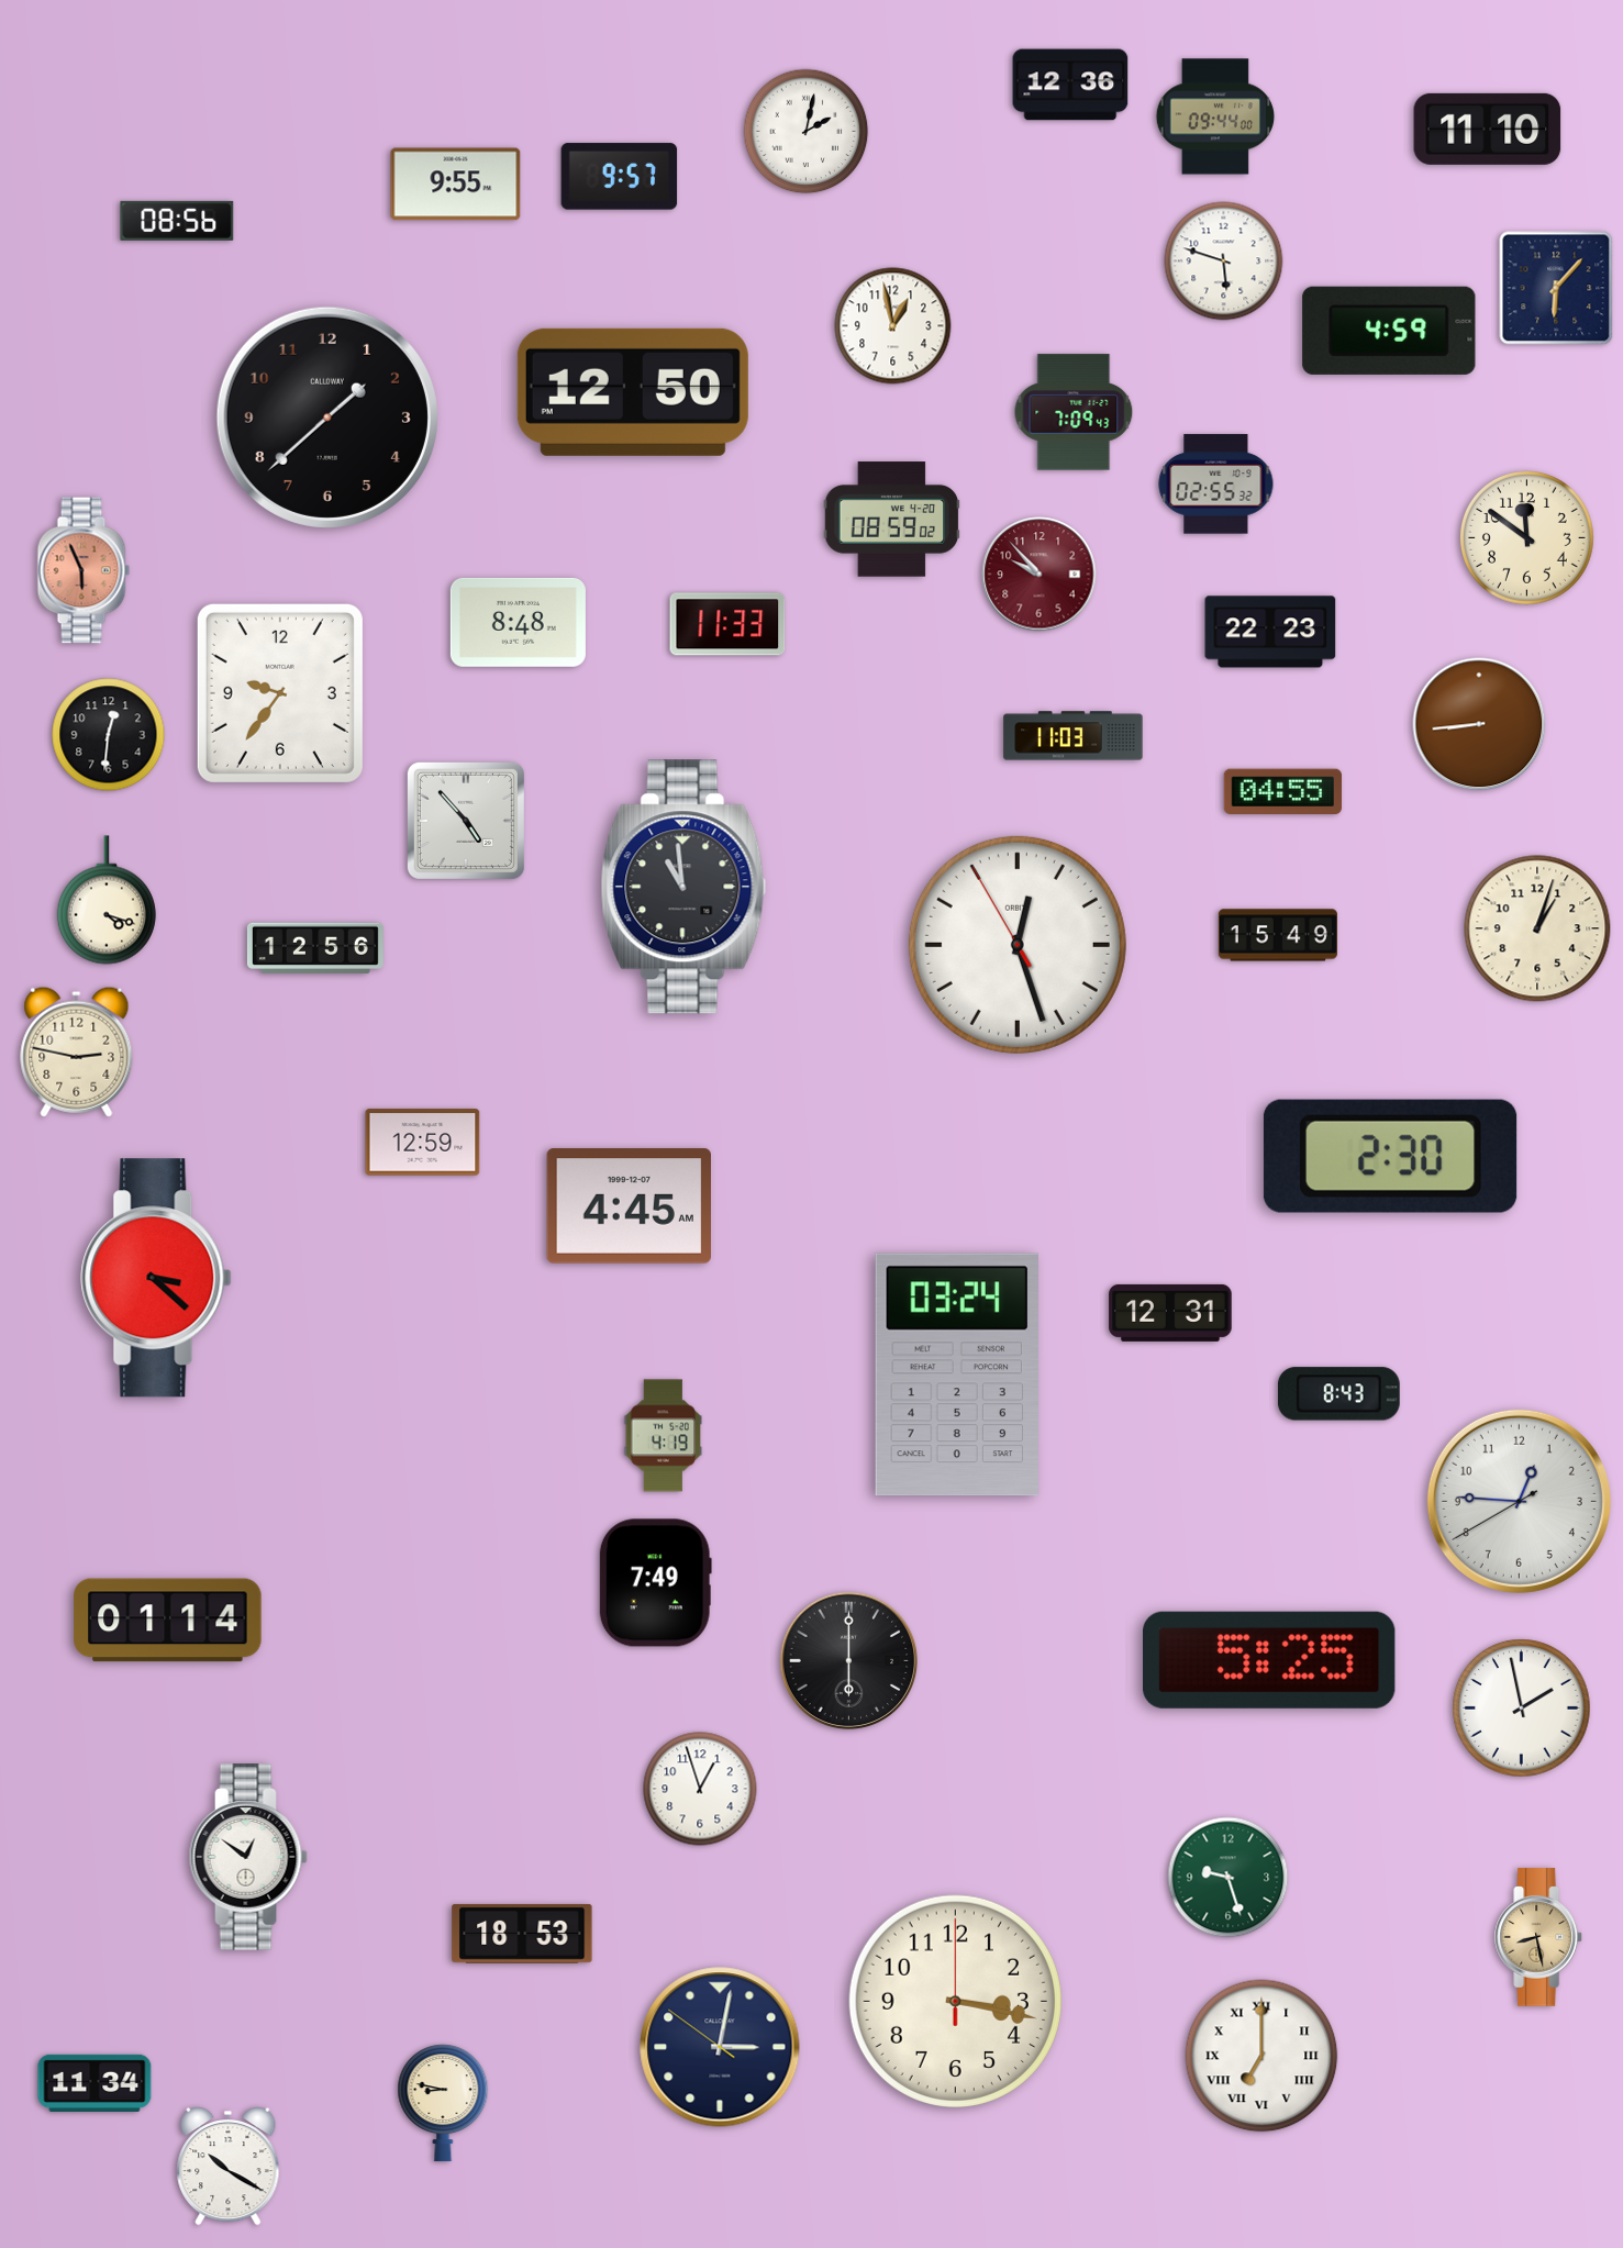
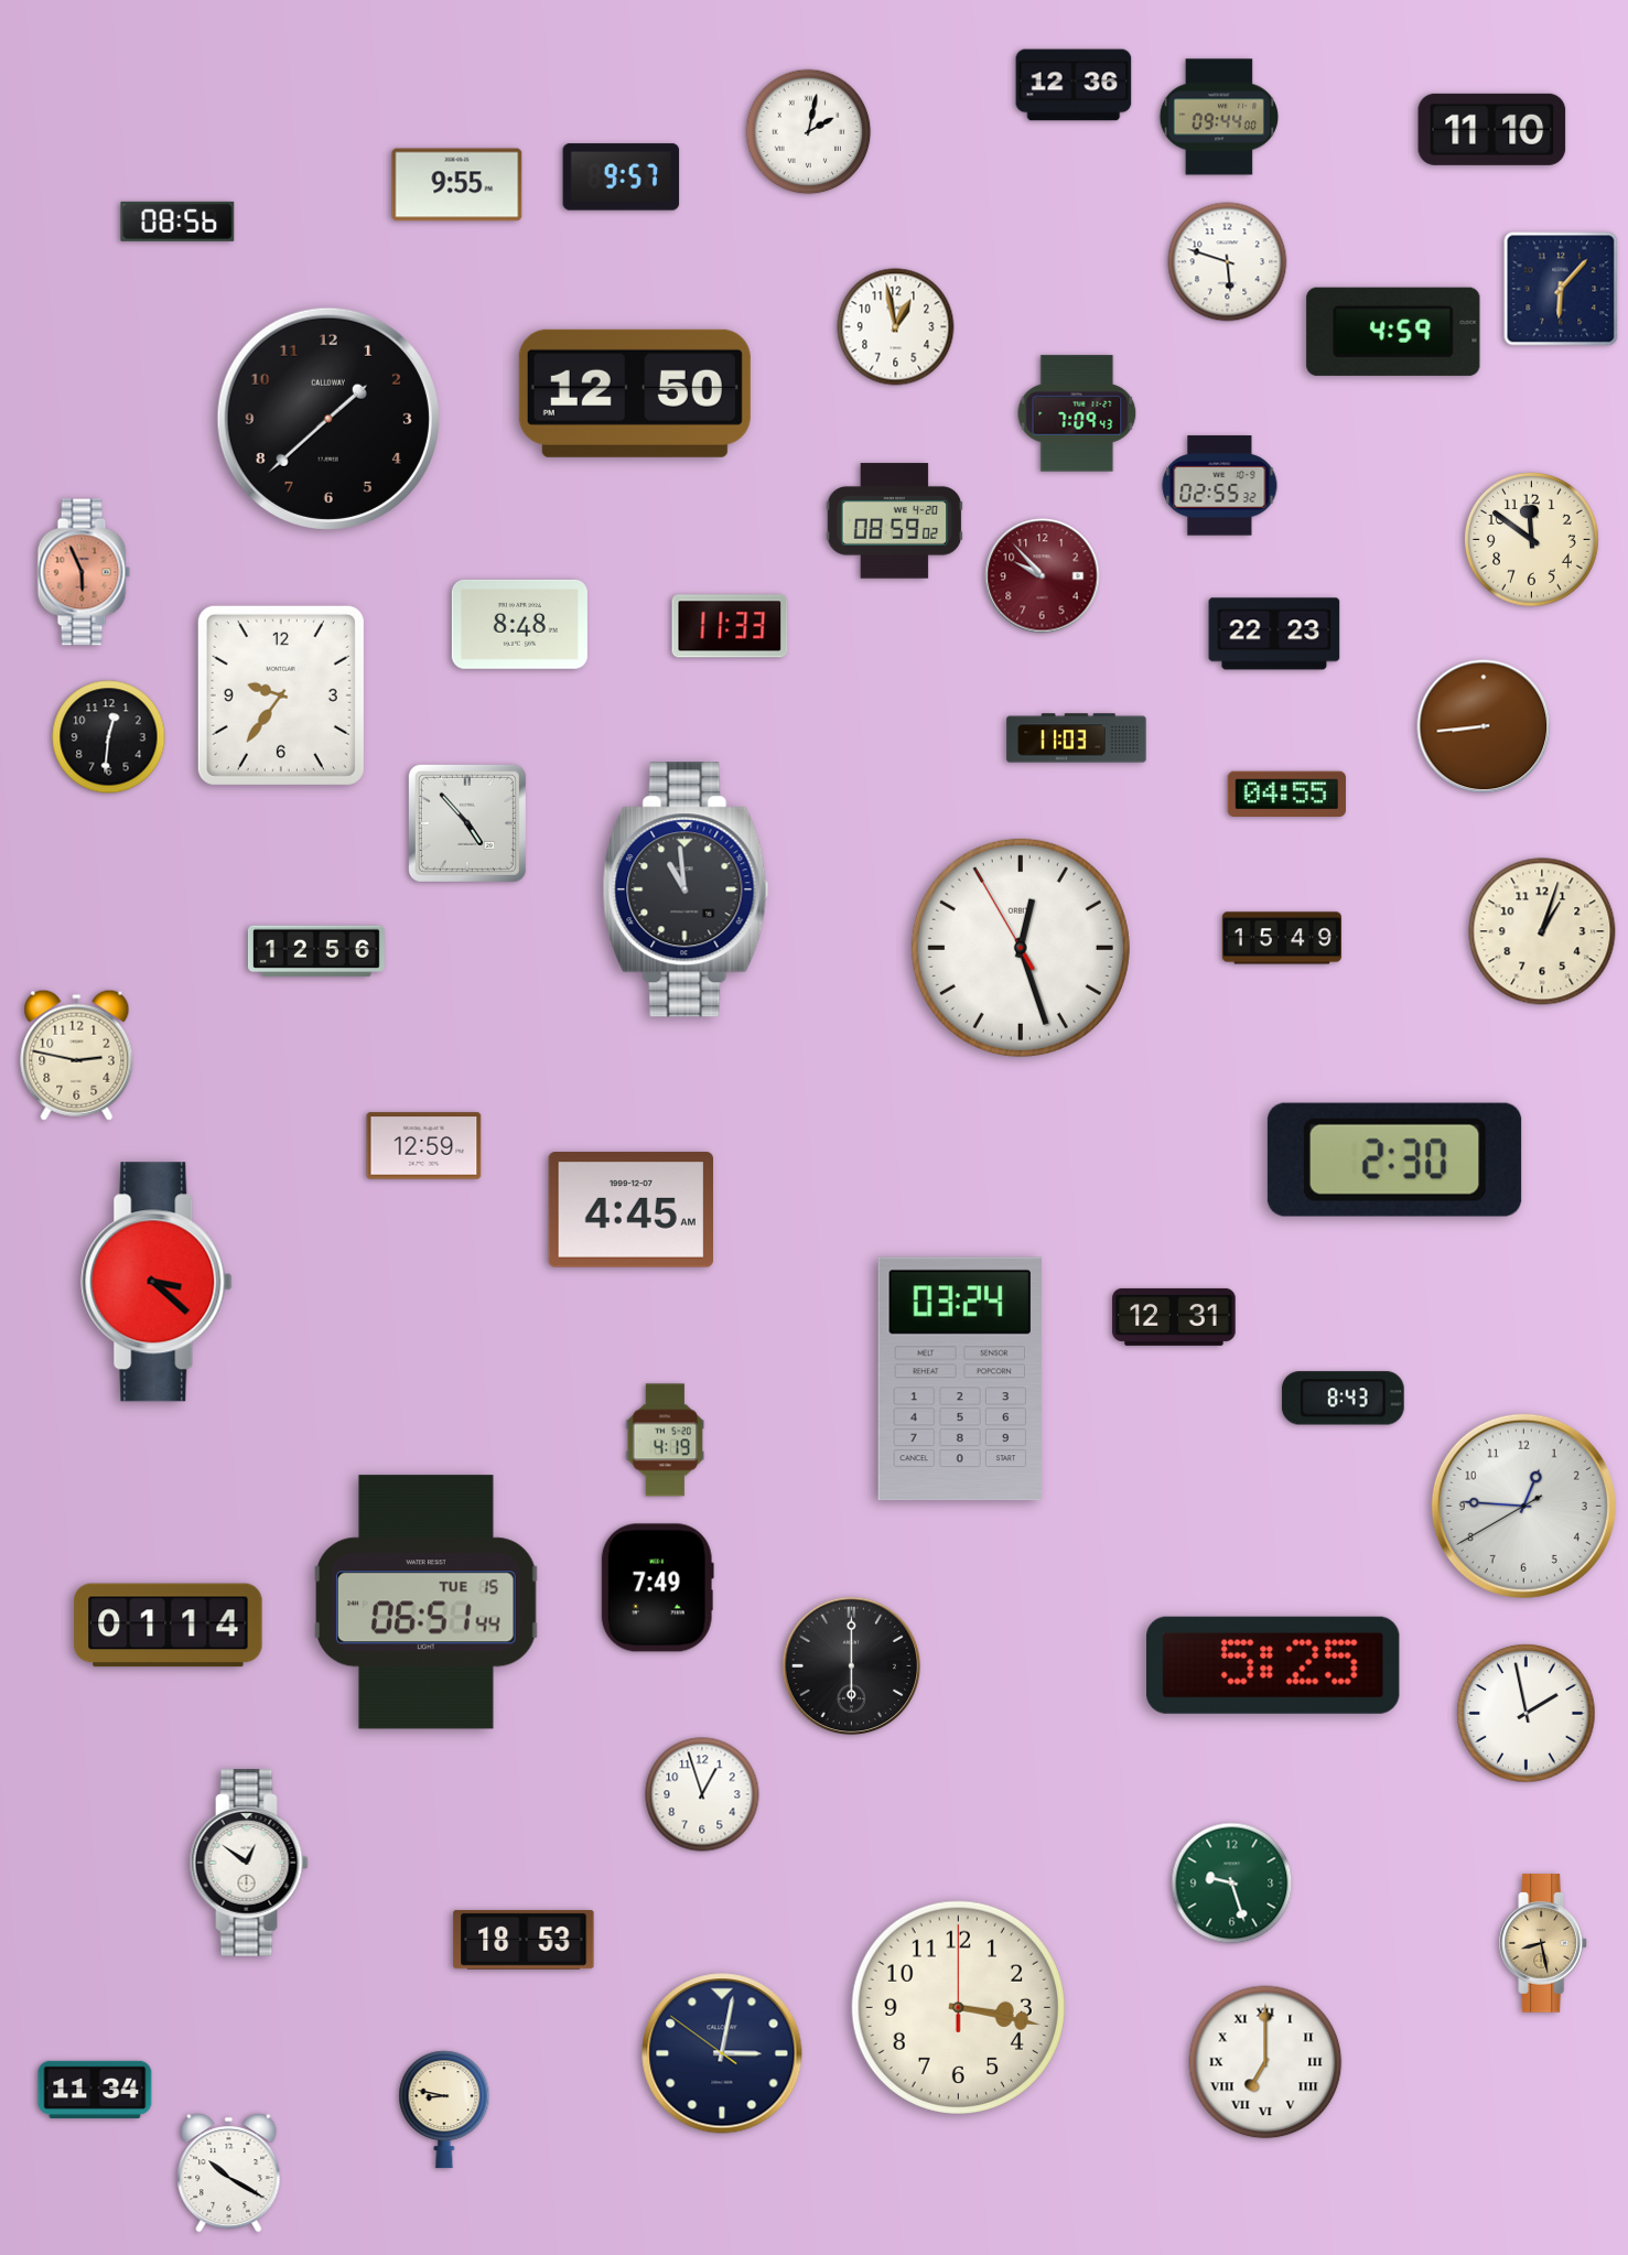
clock at (107, 900): 4:18 -> none
clock at (427, 1603): none -> 06:51
